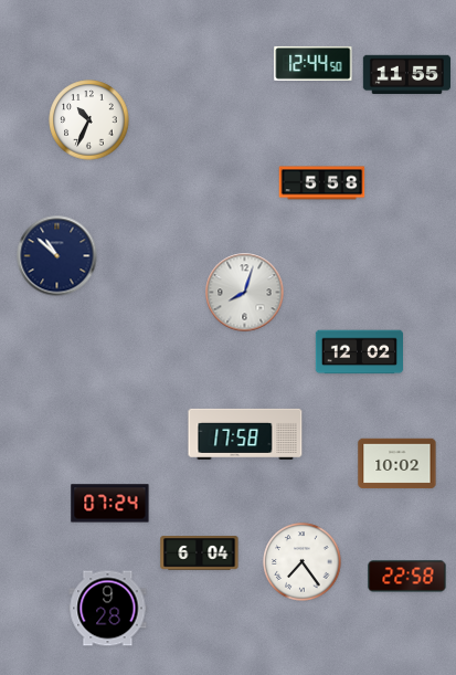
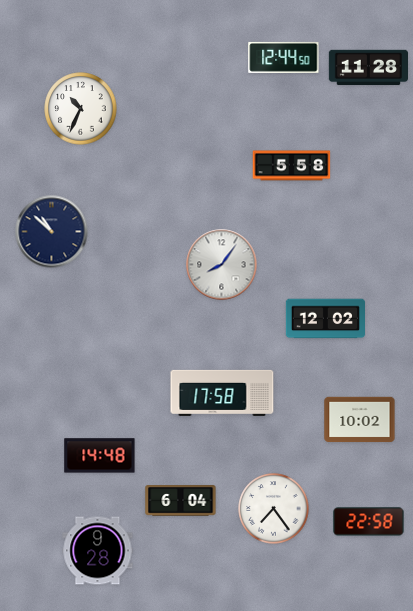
clock at (406, 75): 11:55 -> 11:28
clock at (245, 293): 8:03 -> 8:06
clock at (110, 504): 07:24 -> 14:48
